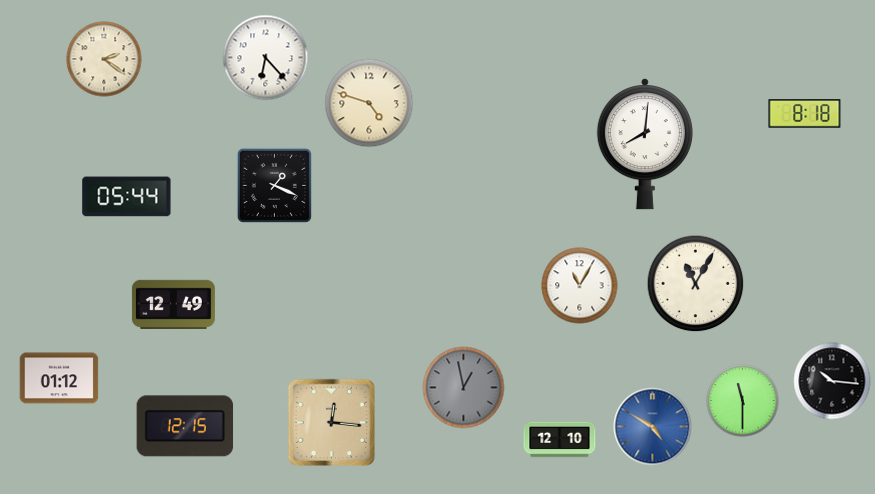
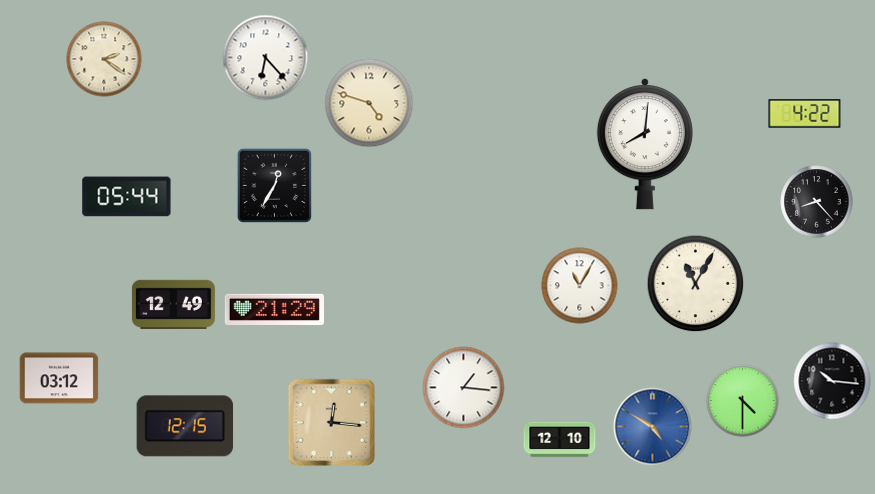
clock at (805, 114): 8:18 -> 4:22
clock at (274, 185): 1:19 -> 12:35
clock at (817, 202): none -> 8:23
clock at (274, 309): none -> 21:29
clock at (59, 378): 01:12 -> 03:12
clock at (464, 388): 12:58 -> 1:16
clock at (464, 388) dial: grey -> white
clock at (743, 401): 11:30 -> 4:30
